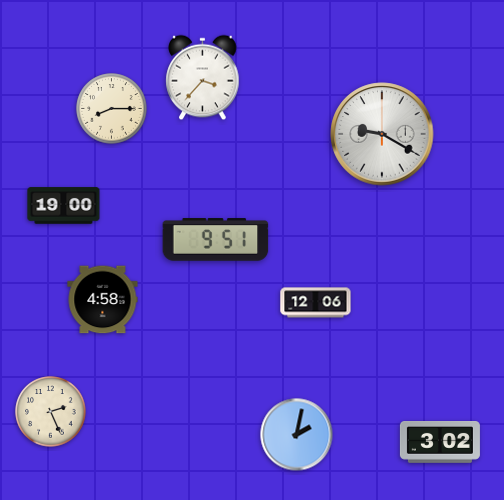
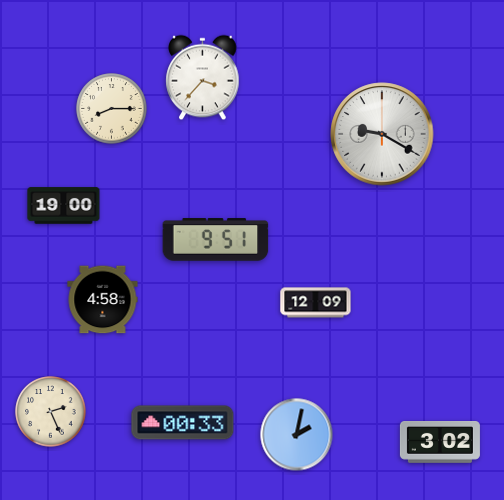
clock at (316, 303): 12:06 -> 12:09
clock at (183, 423): none -> 00:33
